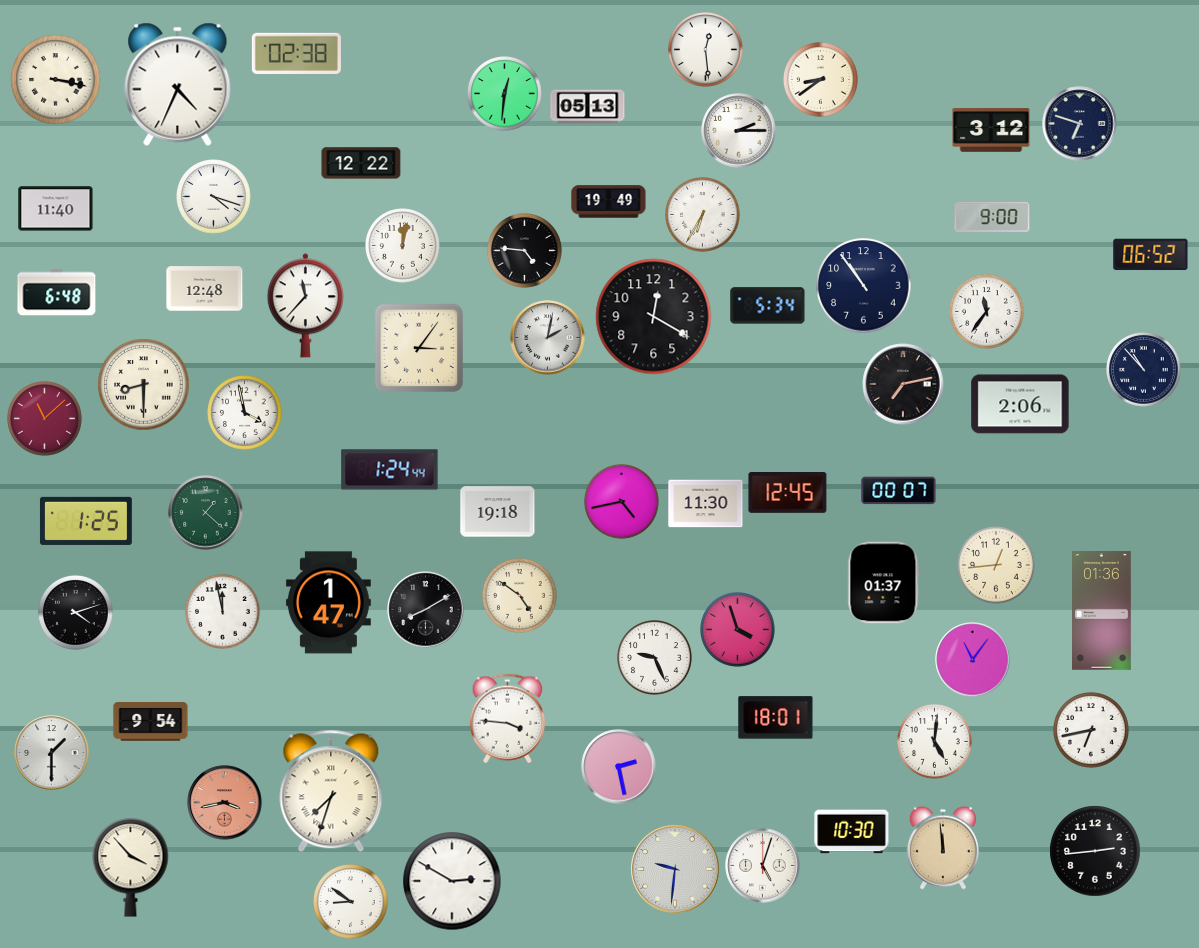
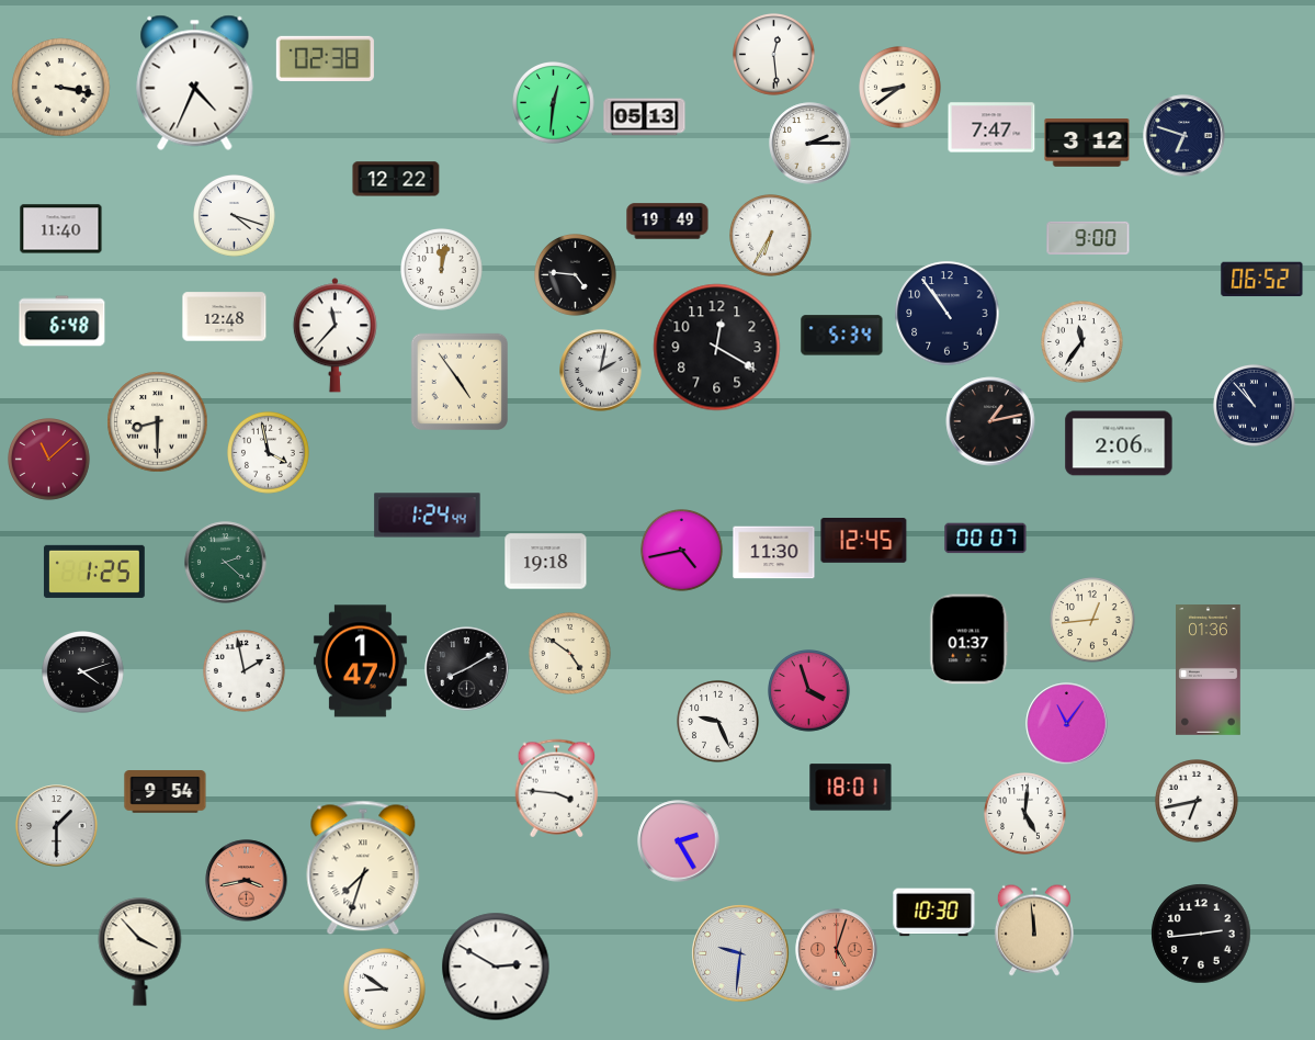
clock at (178, 84) position: (178, 84) -> (195, 82)
clock at (991, 127): none -> 7:47
clock at (418, 347): 3:06 -> 4:54
clock at (903, 384): 7:13 -> 1:13
clock at (206, 513): 1:22 -> 2:22
clock at (223, 612): 11:58 -> 1:58
clock at (619, 767): 2:28 -> 2:25
clock at (763, 866) dial: white -> salmon
clock at (131, 868) position: (131, 868) -> (140, 952)
